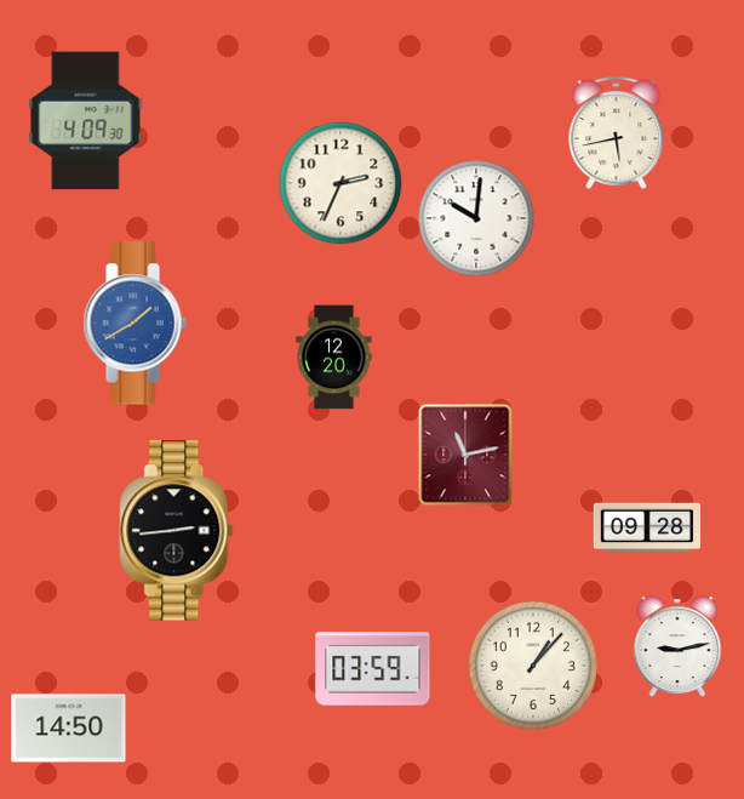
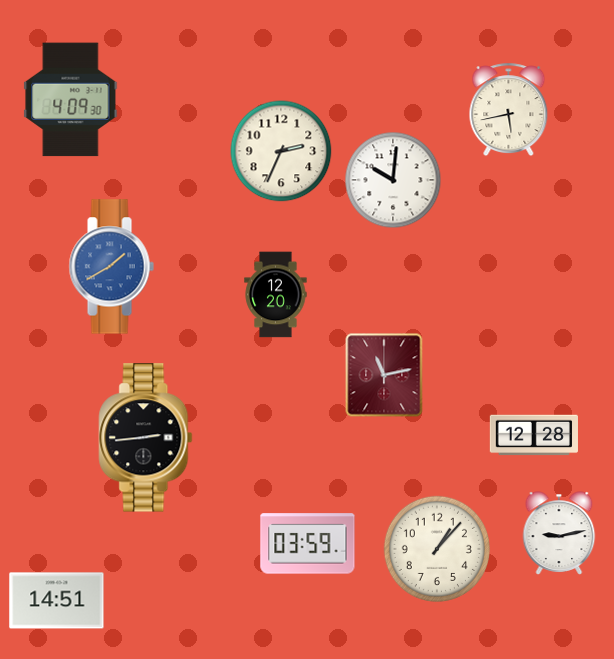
clock at (647, 527): 09:28 -> 12:28
clock at (532, 664) position: (532, 664) -> (436, 548)
clock at (373, 669) position: (373, 669) -> (308, 544)
clock at (69, 729): 14:50 -> 14:51
